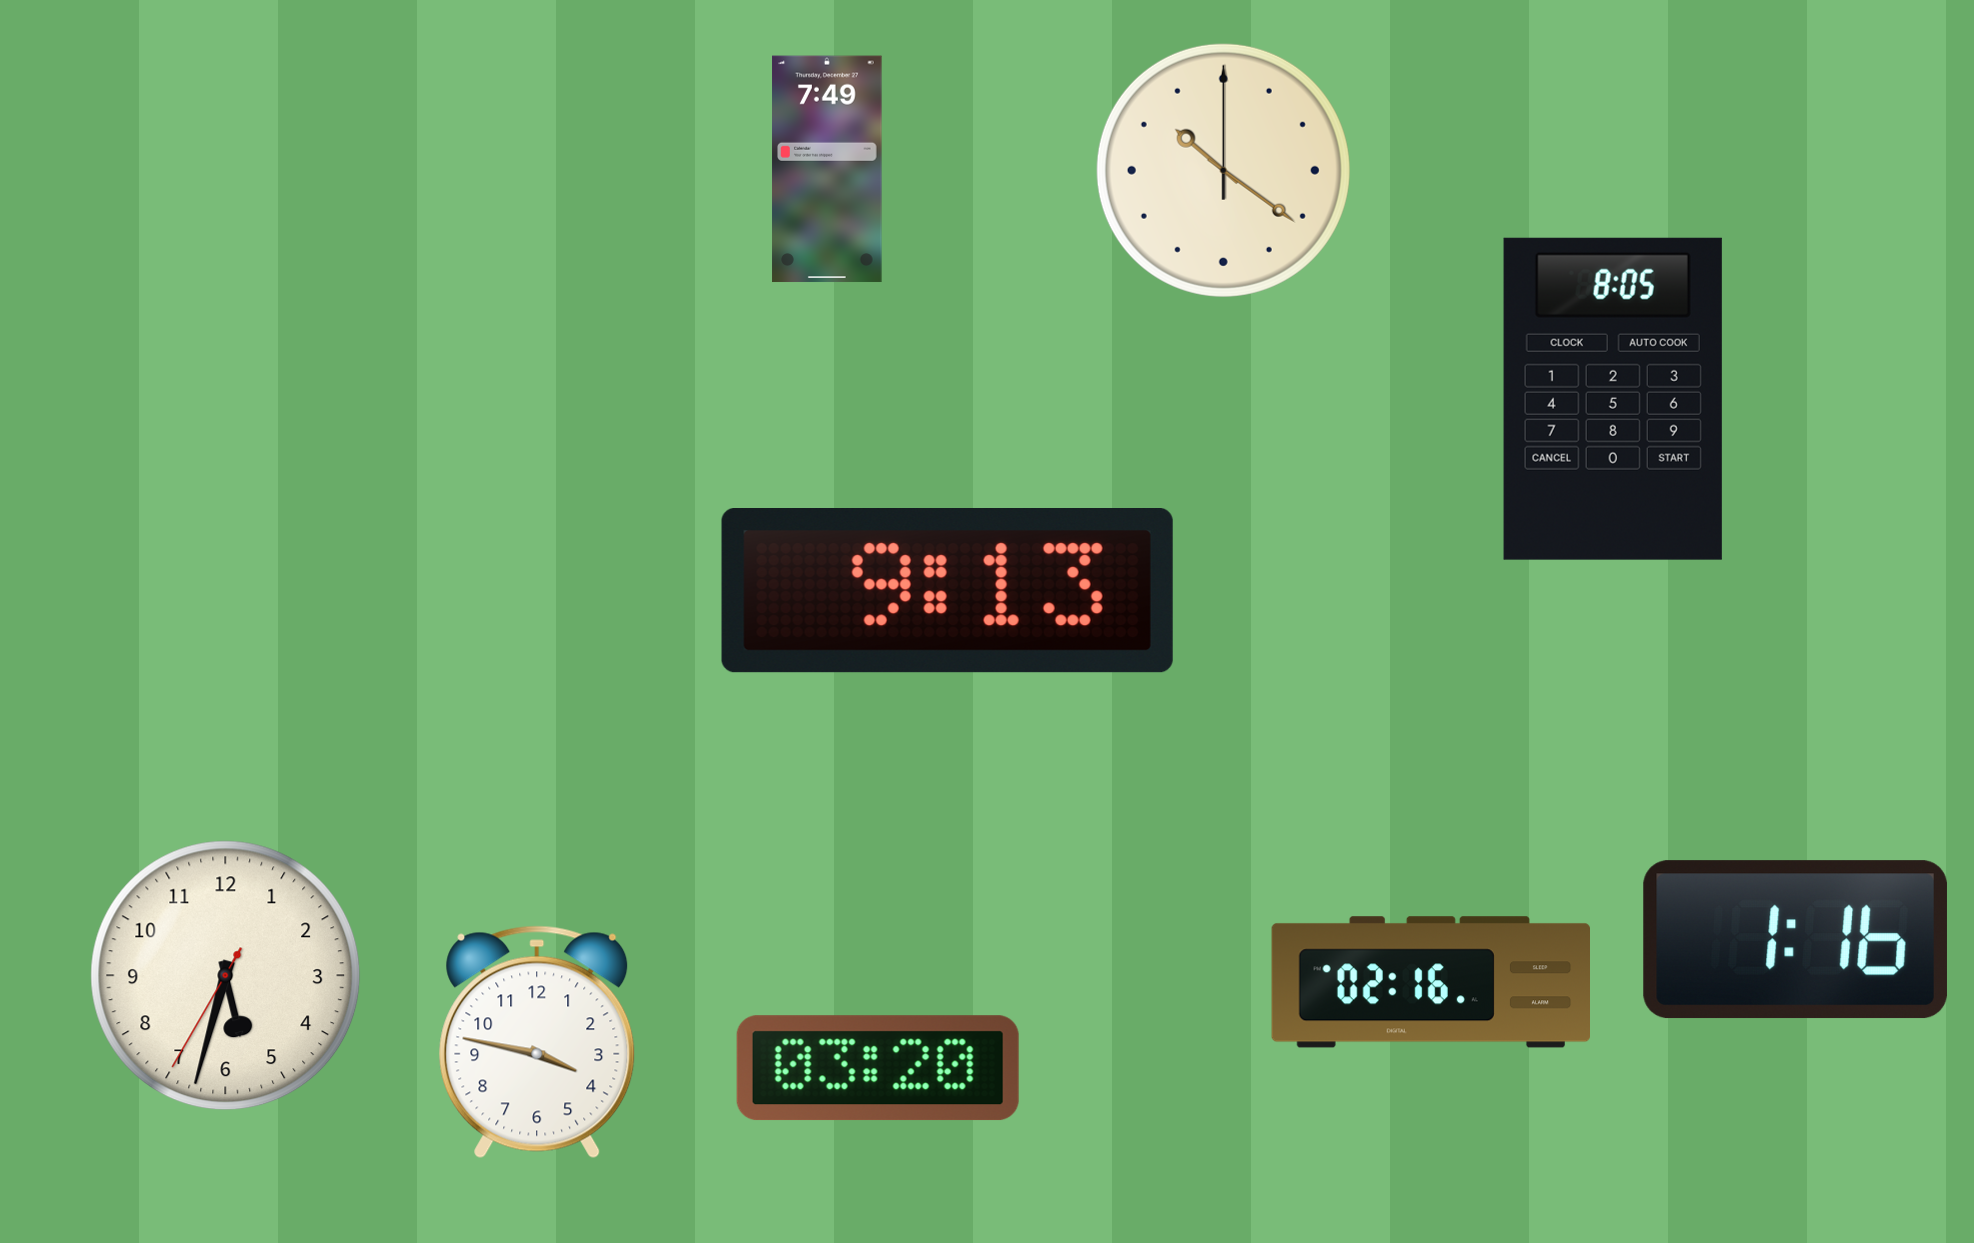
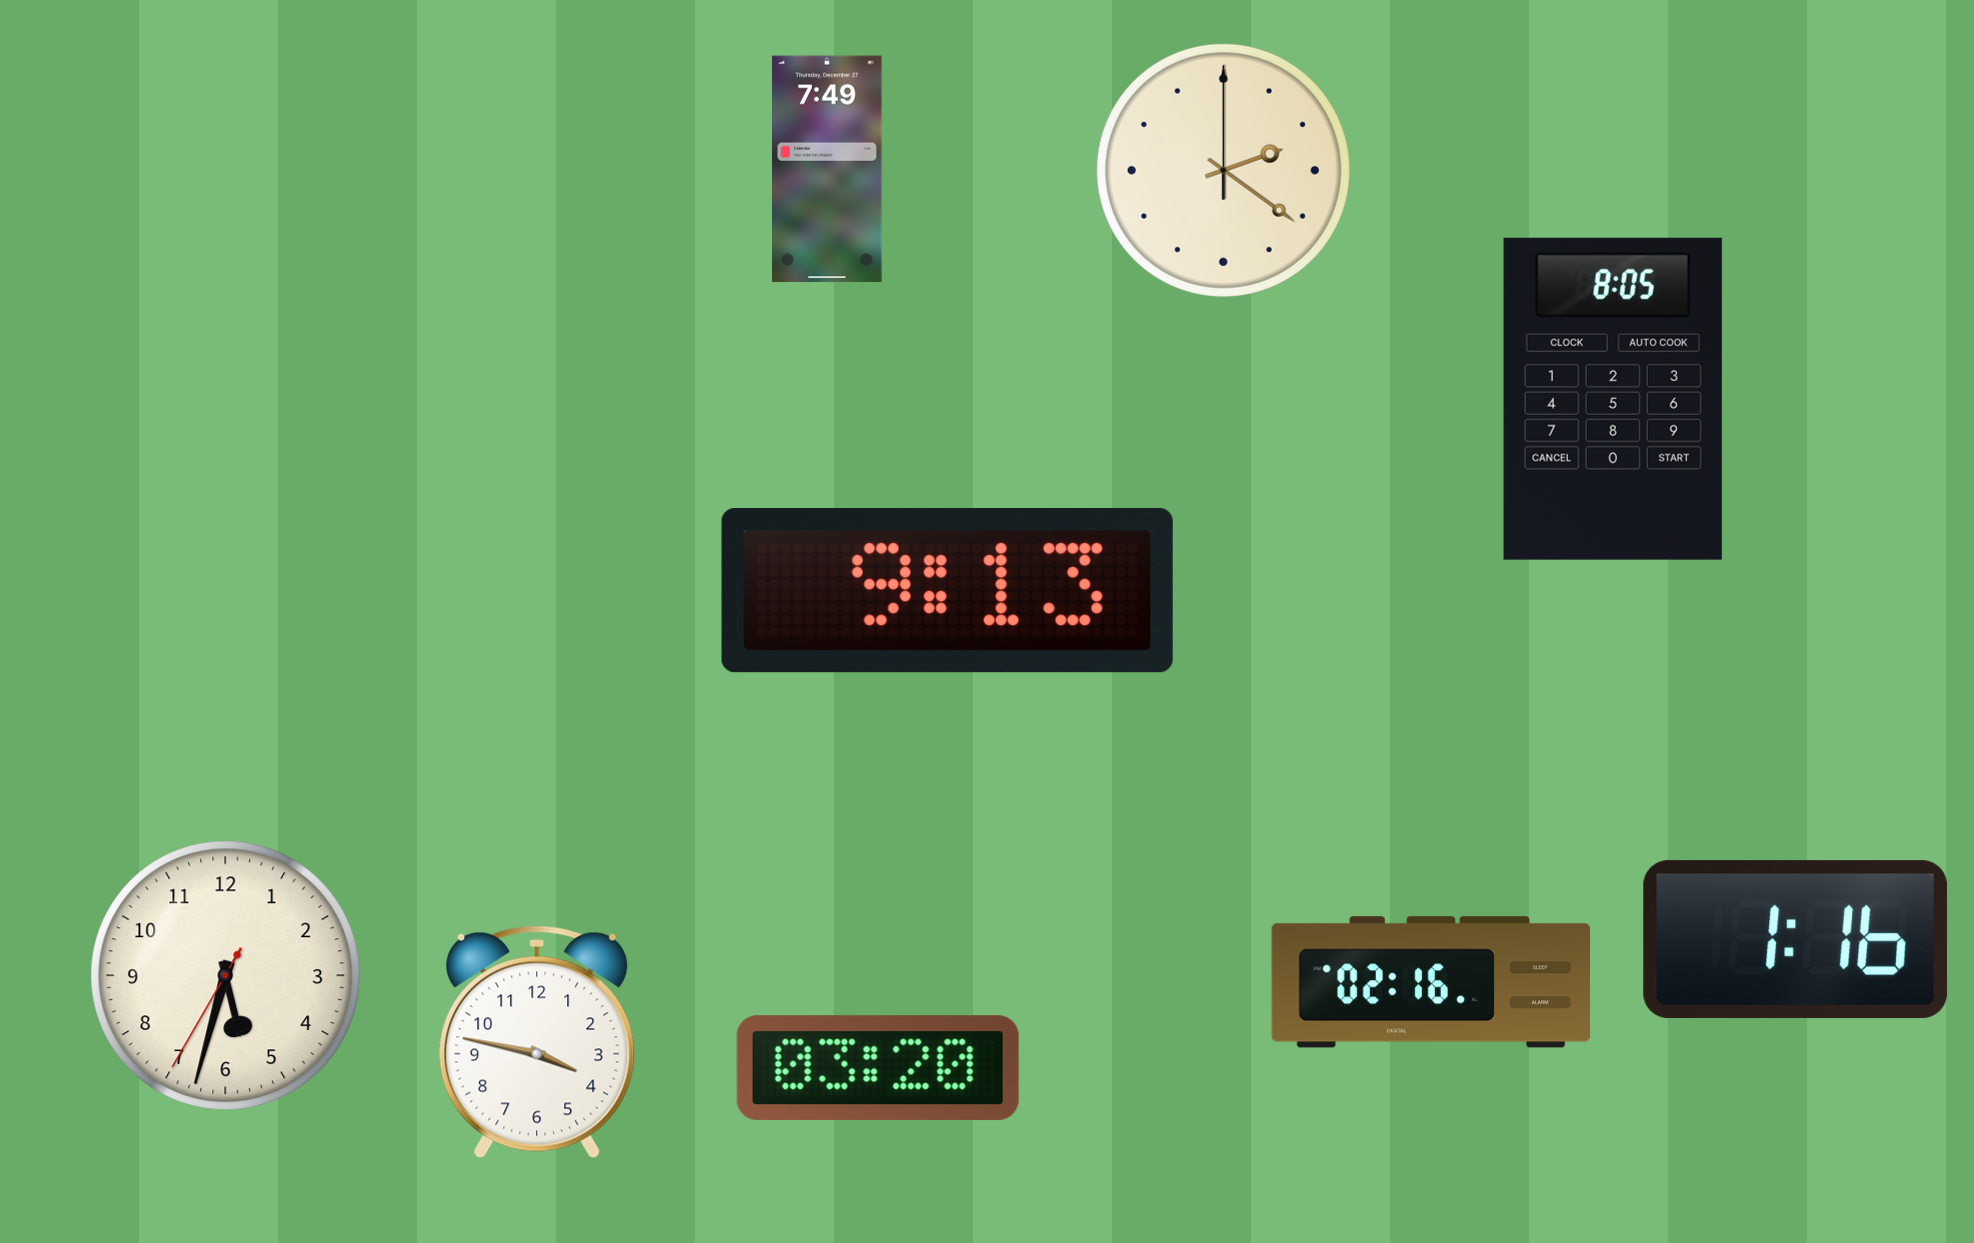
clock at (1223, 170): 10:21 -> 2:21
